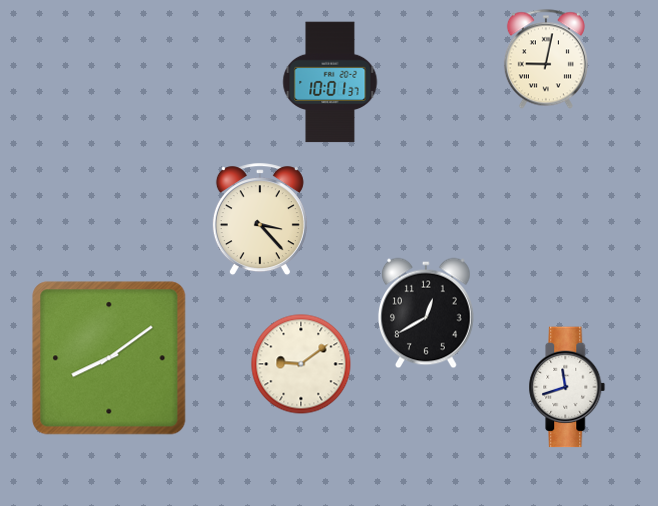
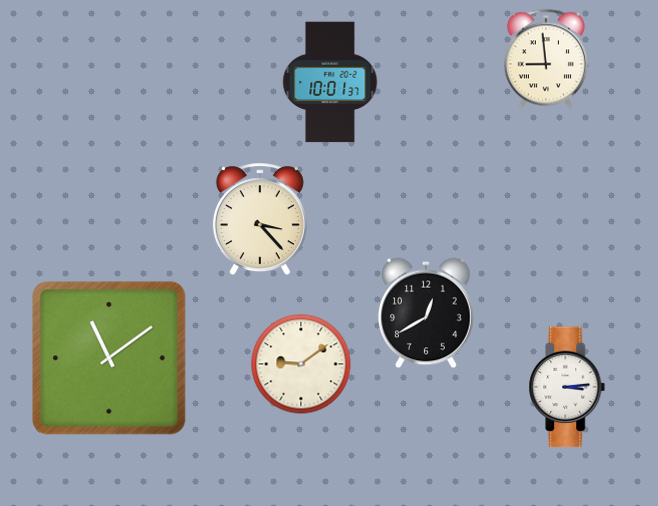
clock at (546, 59): 9:02 -> 8:59
clock at (109, 358): 8:09 -> 11:09
clock at (567, 387): 11:42 -> 3:14
